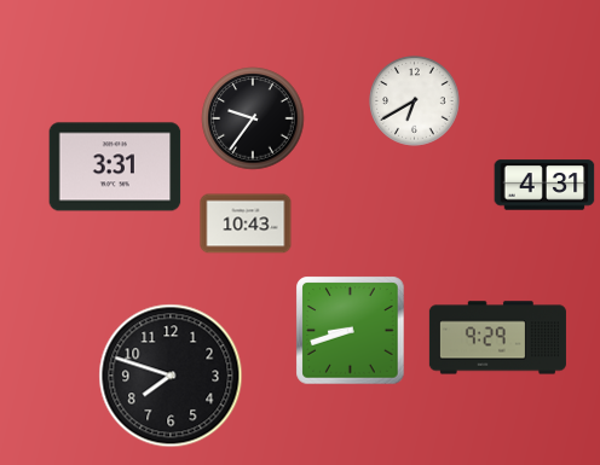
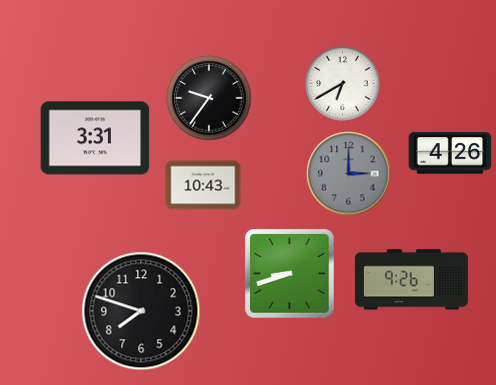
clock at (544, 185): 4:31 -> 4:26
clock at (349, 174): none -> 3:00
clock at (497, 338): 9:29 -> 9:26
